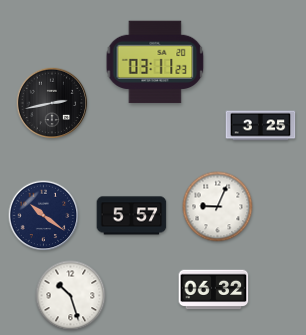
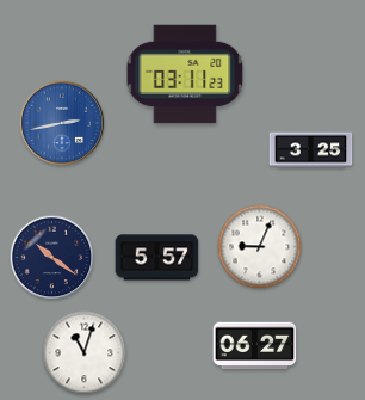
clock at (52, 103) dial: black -> blue
clock at (214, 290): 06:32 -> 06:27
clock at (71, 296): 10:27 -> 11:03
